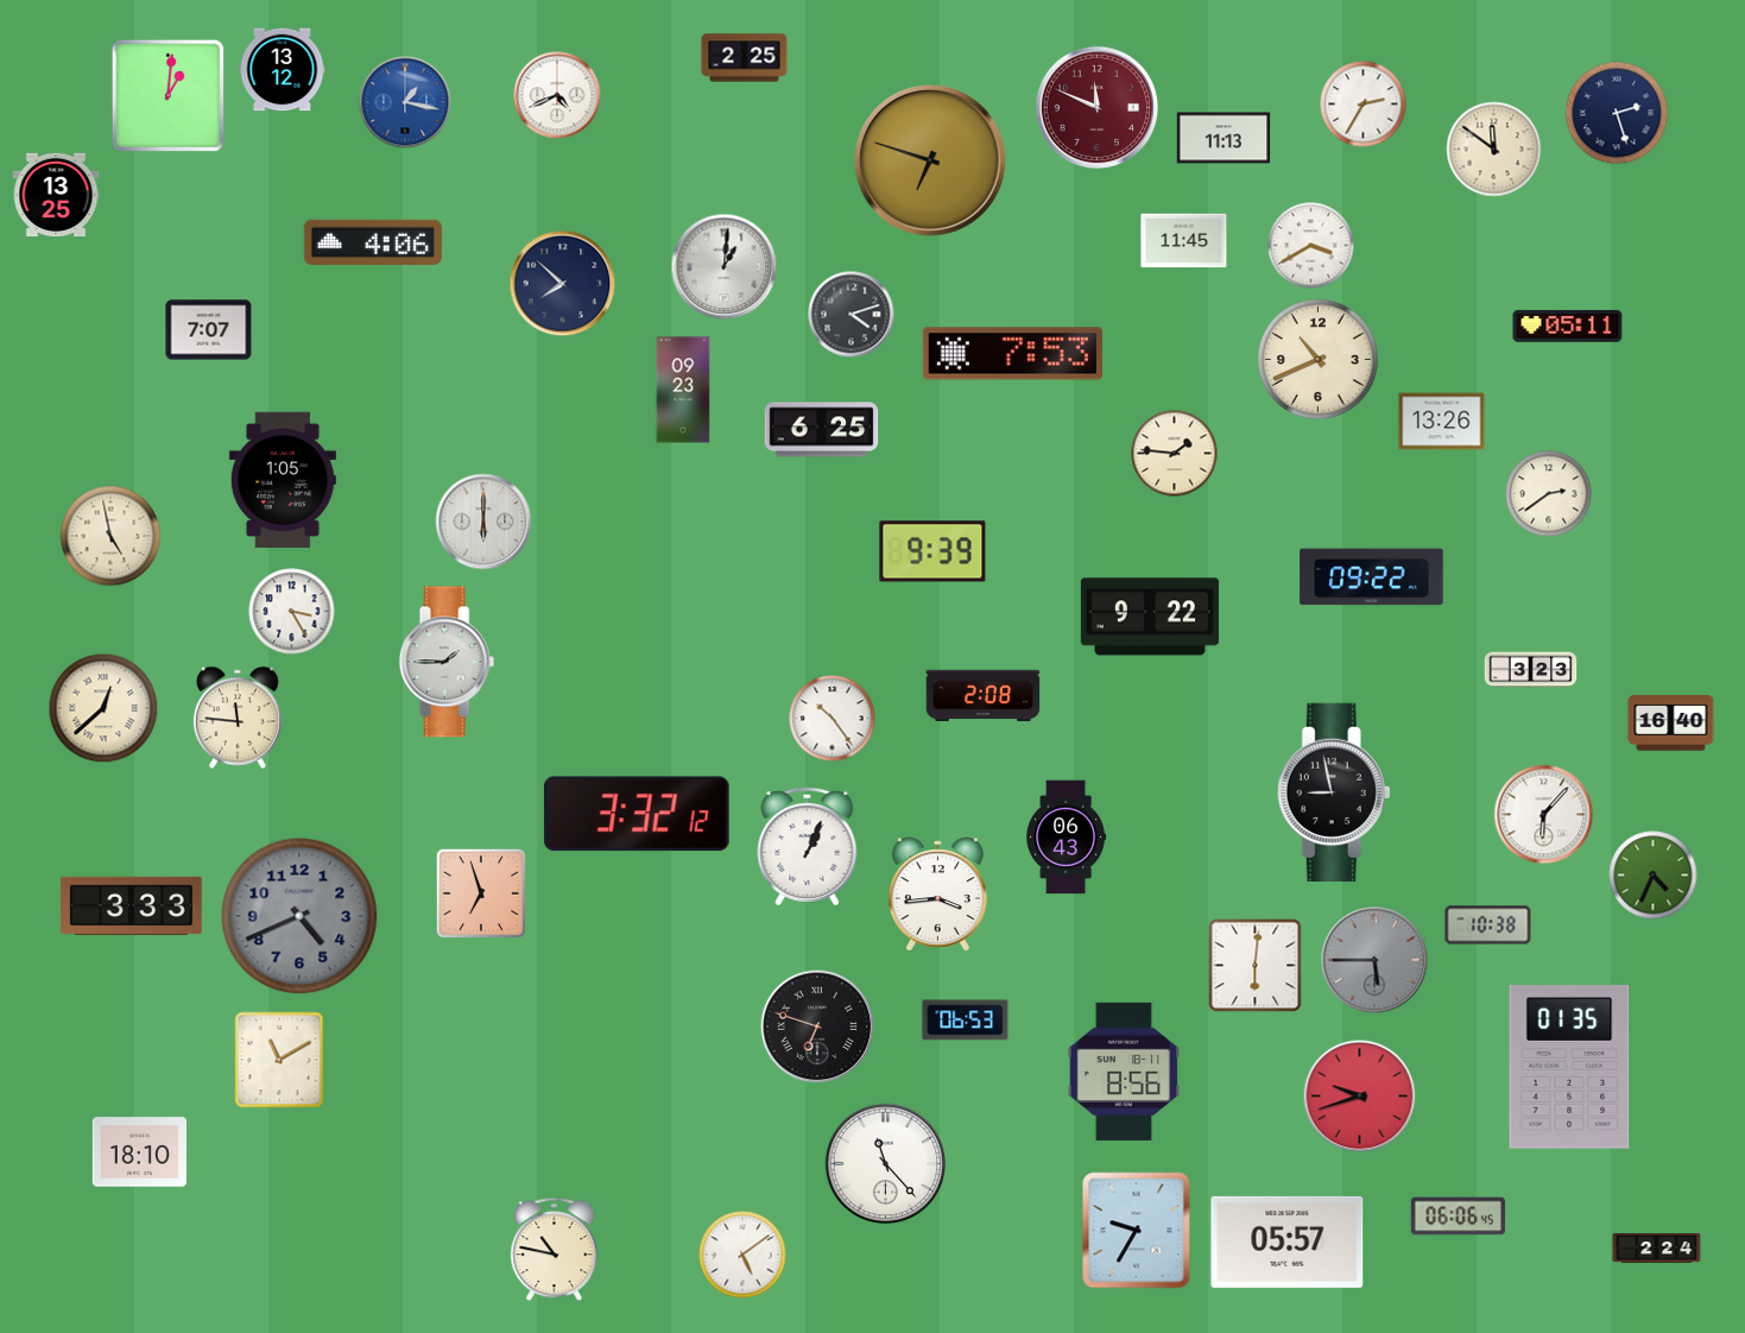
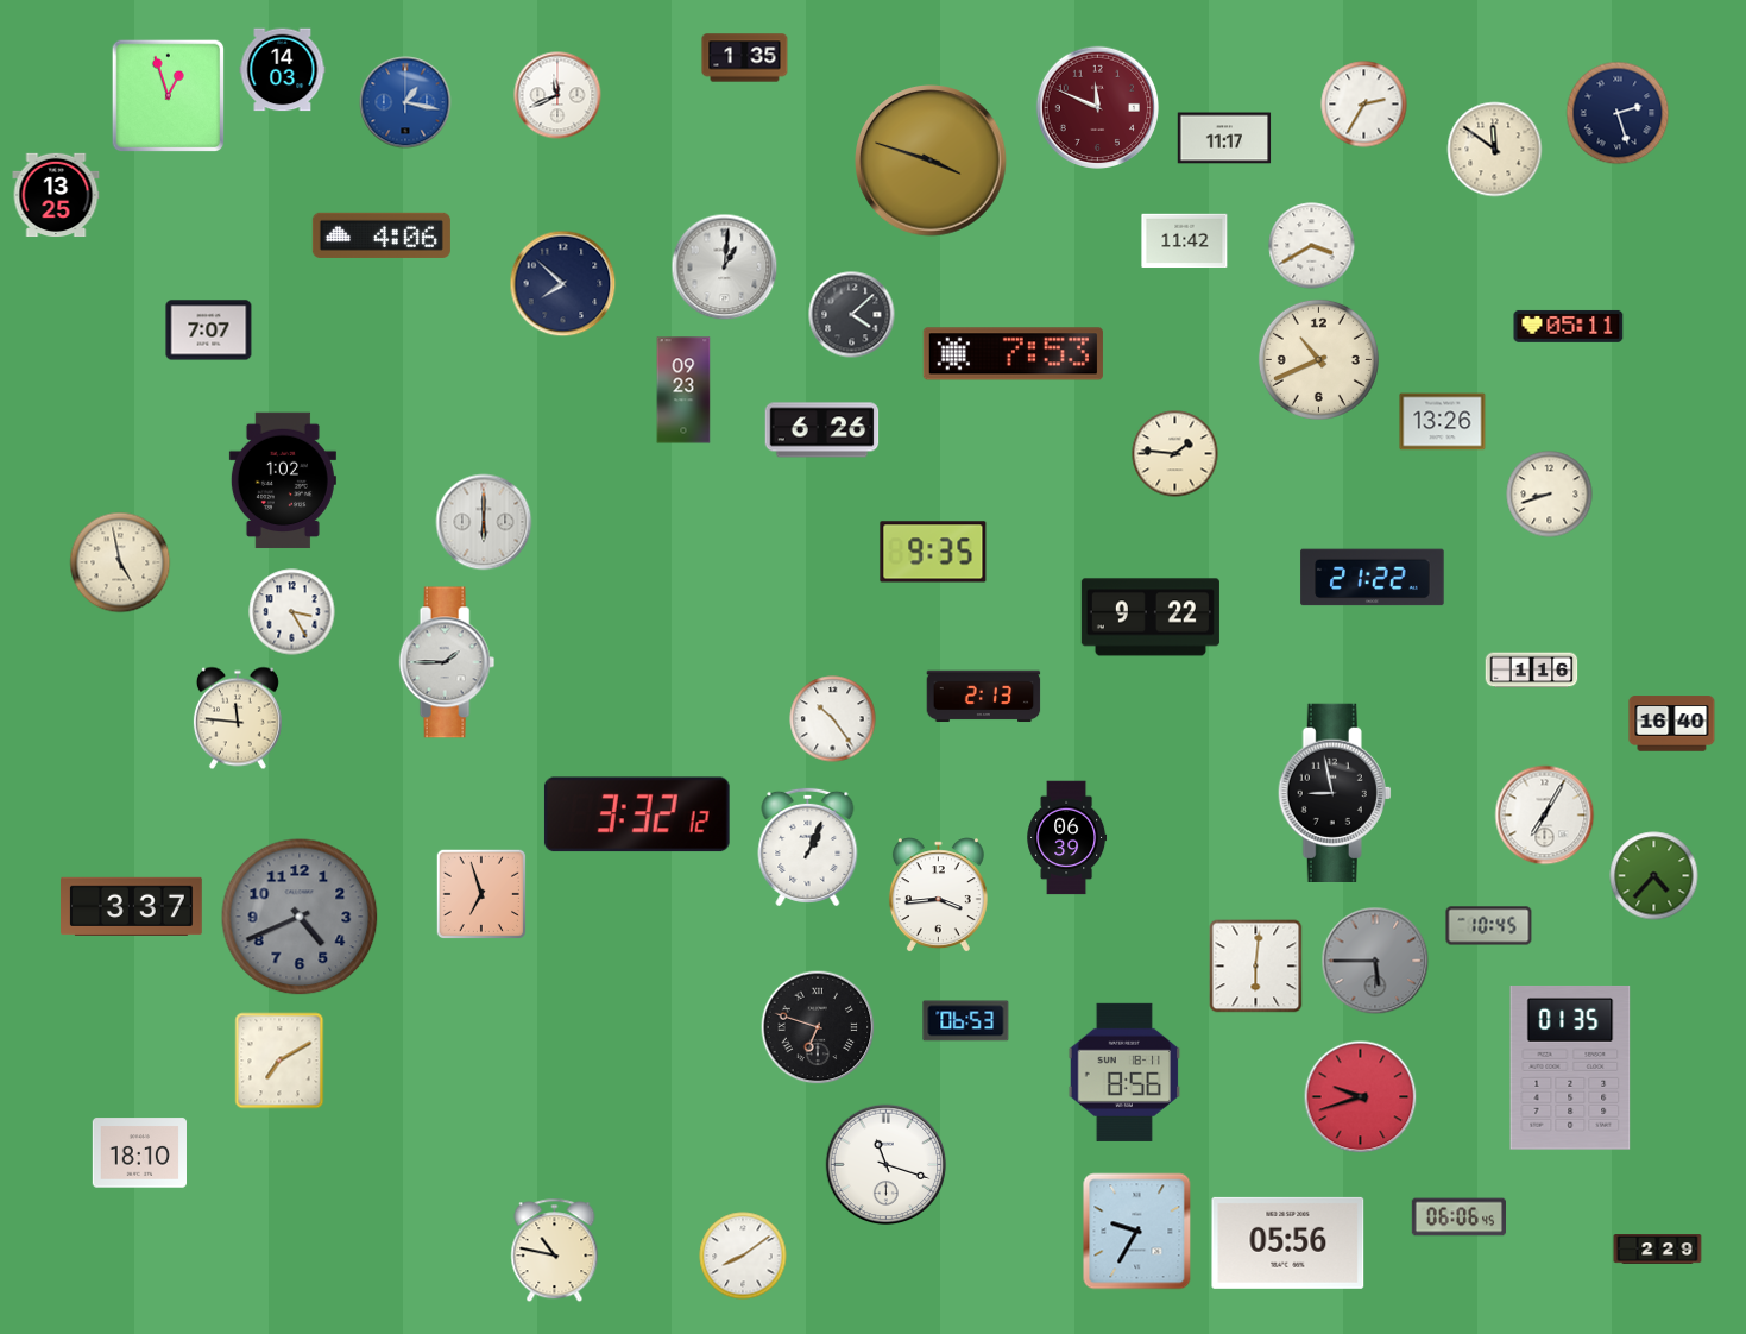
clock at (745, 58): 2:25 -> 1:35
clock at (283, 70): 13:12 -> 14:03
clock at (557, 95): 4:41 -> 11:41
clock at (169, 96): 1:01 -> 12:57
clock at (1224, 138): 11:13 -> 11:17
clock at (930, 160): 6:48 -> 3:48
clock at (1184, 241): 11:45 -> 11:42
clock at (373, 242) position: (373, 242) -> (382, 235)
clock at (852, 315): 4:12 -> 4:08
clock at (822, 430): 6:25 -> 6:26
clock at (283, 480): 1:05 -> 1:02
clock at (1549, 494): 2:39 -> 8:42
clock at (110, 536) position: (110, 536) -> (120, 562)
clock at (932, 551): 9:39 -> 9:35
clock at (1372, 577): 09:22 -> 21:22
clock at (1531, 670): 3:23 -> 1:16
clock at (984, 696): 2:08 -> 2:13
clock at (103, 708): 12:38 -> none
clock at (1544, 815): 6:07 -> 7:05
clock at (1067, 838): 06:43 -> 06:39
clock at (1654, 876): 4:34 -> 4:37
clock at (132, 905): 3:33 -> 3:37
clock at (1488, 925): 10:38 -> 10:45
clock at (279, 1060): 11:10 -> 7:10
clock at (886, 1164): 11:23 -> 11:18
clock at (1288, 1242): 05:57 -> 05:56
clock at (1657, 1249): 2:24 -> 2:29
clock at (742, 1255): 5:09 -> 8:09
